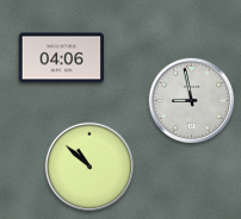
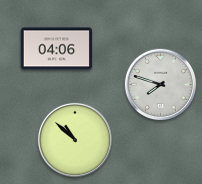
clock at (61, 58) position: (61, 58) -> (56, 49)
clock at (192, 101): 8:58 -> 7:48
